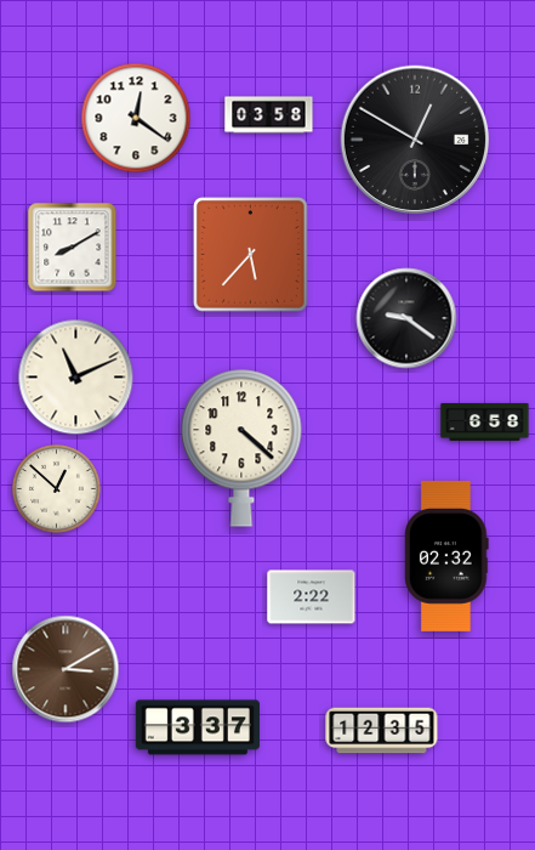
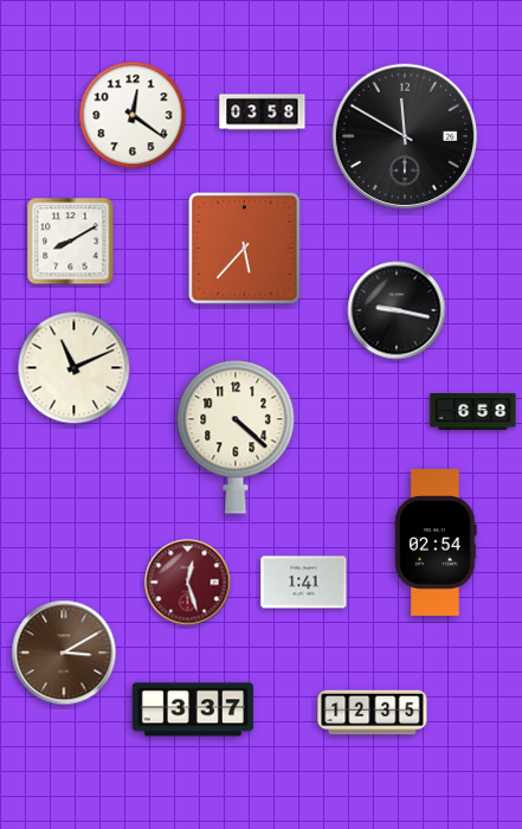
clock at (415, 140): 12:50 -> 11:50
clock at (406, 318): 9:21 -> 9:17
clock at (57, 489): 12:52 -> none
clock at (446, 556): 02:32 -> 02:54
clock at (188, 583): none -> 12:27
clock at (312, 597): 2:22 -> 1:41
